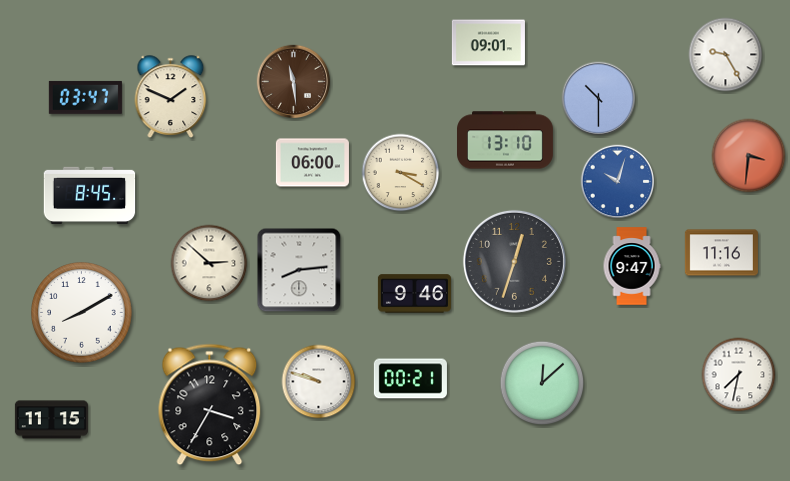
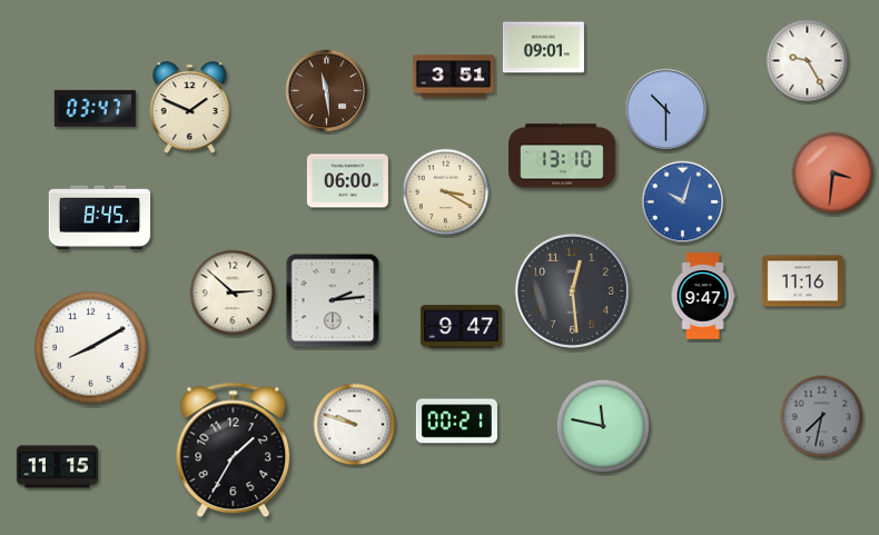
clock at (453, 77): none -> 3:51
clock at (618, 182) position: (618, 182) -> (683, 202)
clock at (514, 261): 12:33 -> 12:29
clock at (299, 270): 8:14 -> 2:14
clock at (414, 294): 9:46 -> 9:47
clock at (739, 375) dial: white -> grey
clock at (542, 383): 12:08 -> 11:47
clock at (210, 405): 3:35 -> 1:35
